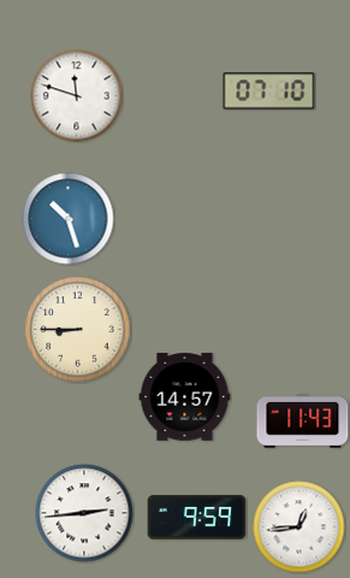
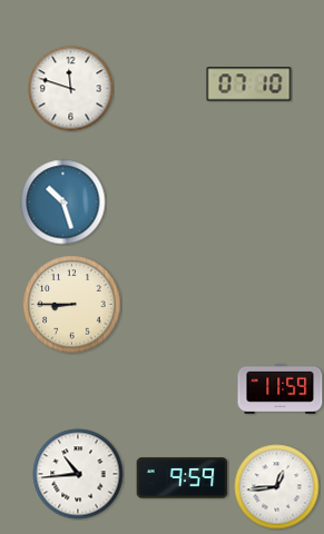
clock at (185, 397): 14:57 -> none
clock at (303, 420): 11:43 -> 11:59
clock at (84, 513): 2:44 -> 10:44
